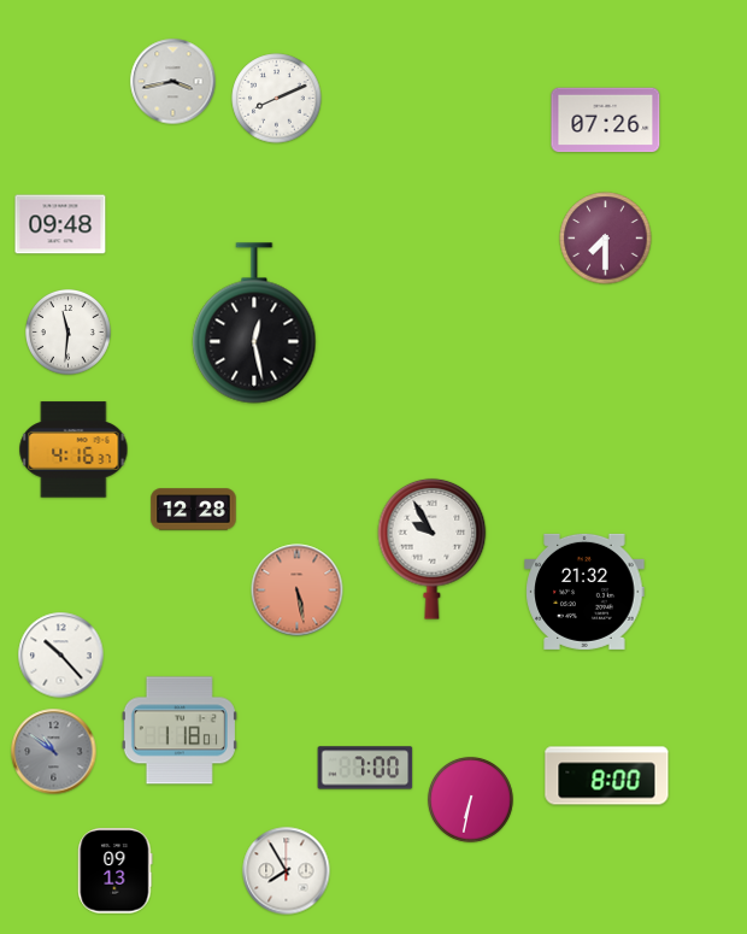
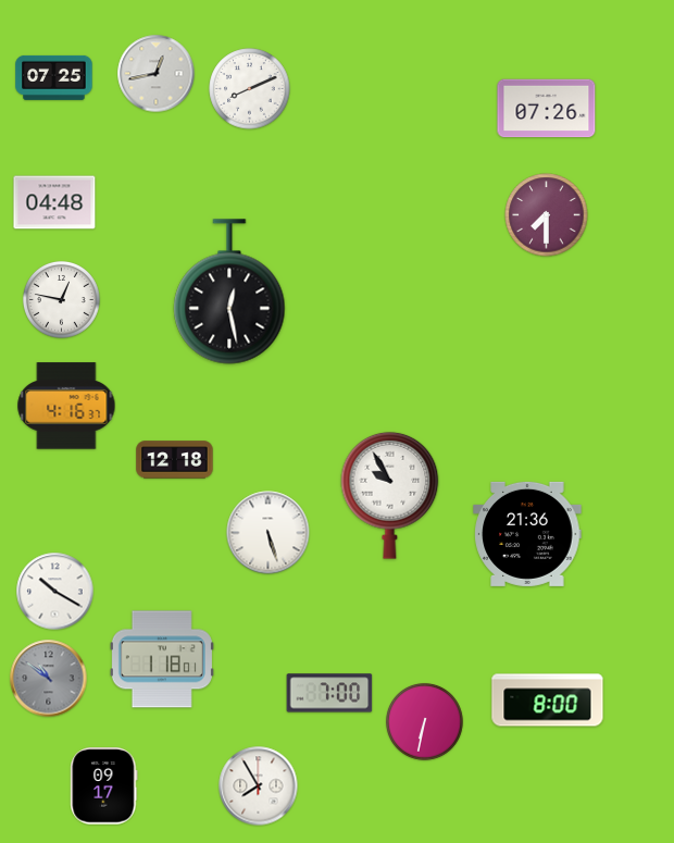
clock at (173, 82): 3:43 -> 12:43
clock at (54, 77): none -> 07:25
clock at (60, 224): 09:48 -> 04:48
clock at (67, 331): 11:31 -> 12:47
clock at (194, 510): 12:28 -> 12:18
clock at (298, 591): 5:28 -> 5:27
clock at (298, 591) dial: salmon -> white
clock at (584, 592): 21:32 -> 21:36
clock at (61, 656): 10:23 -> 10:20
clock at (116, 871): 09:13 -> 09:17
